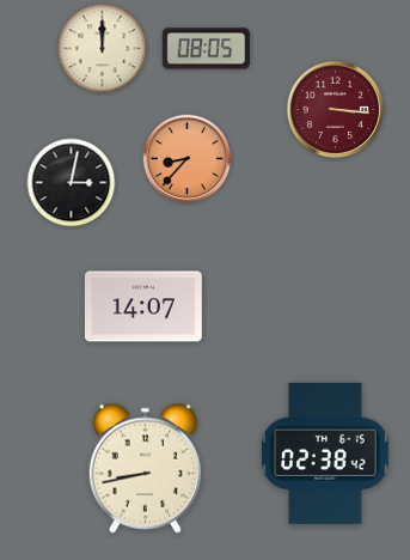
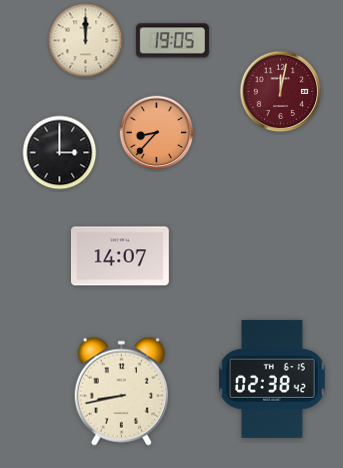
clock at (206, 49): 08:05 -> 19:05
clock at (336, 110): 3:16 -> 12:02
clock at (72, 183): 3:02 -> 3:00
